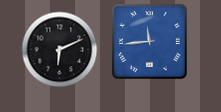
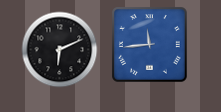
clock at (150, 42) position: (150, 42) -> (150, 45)
